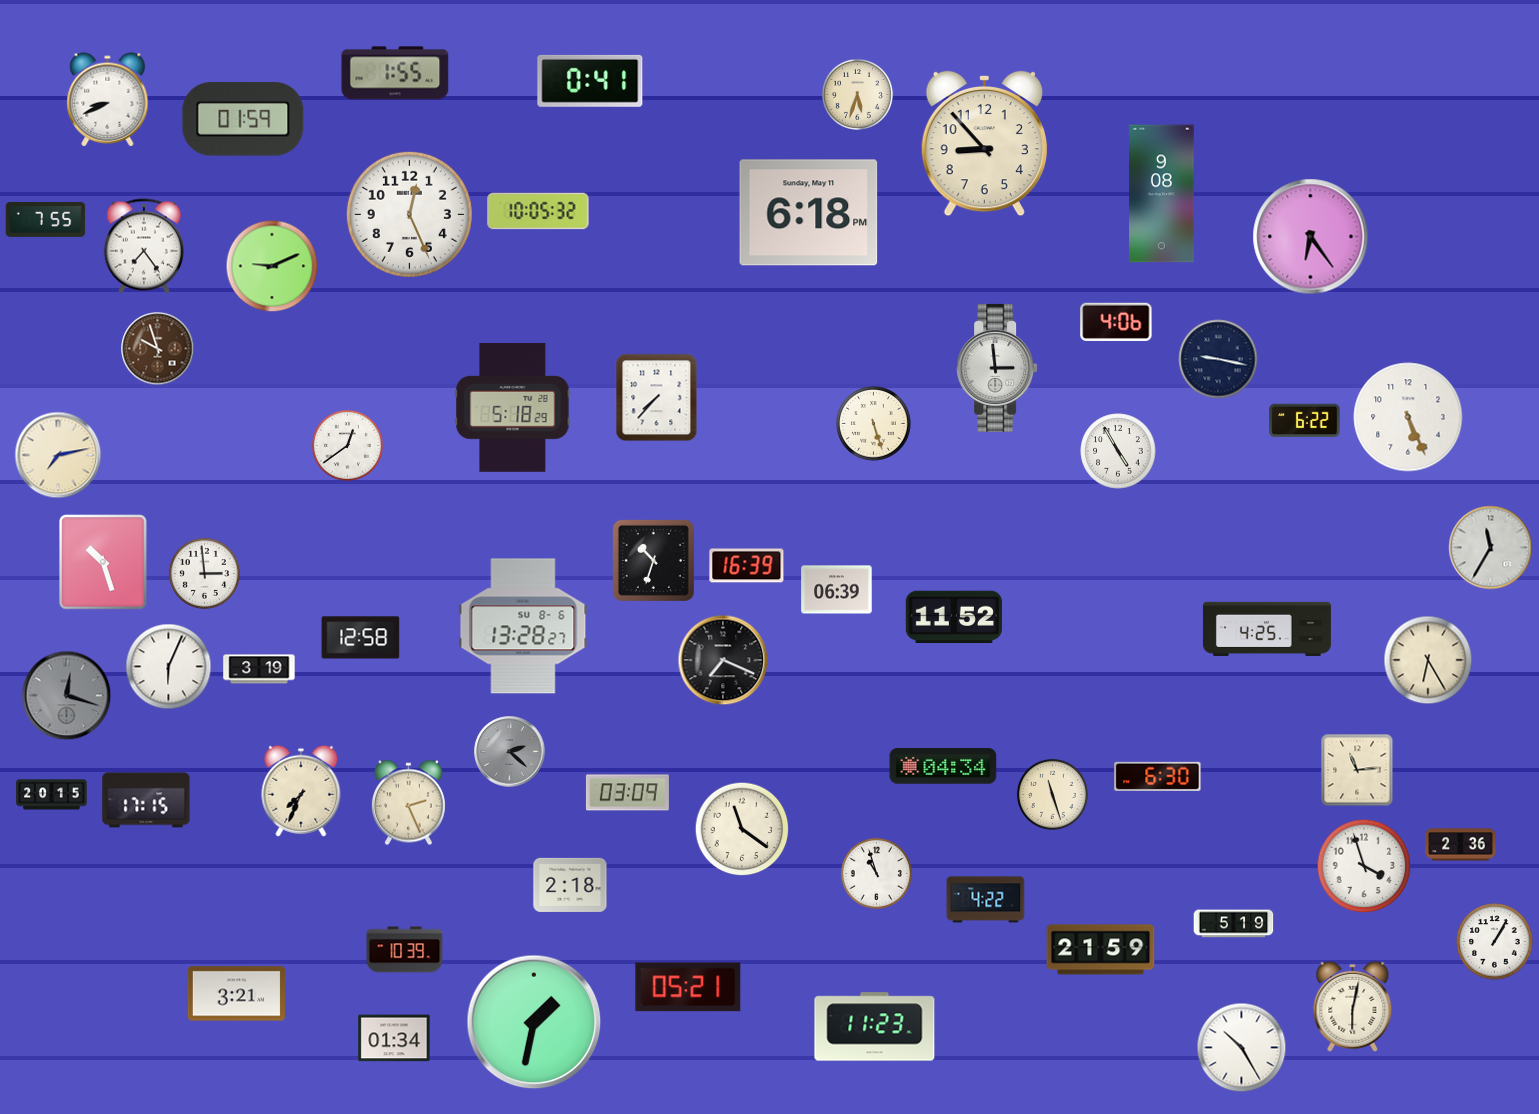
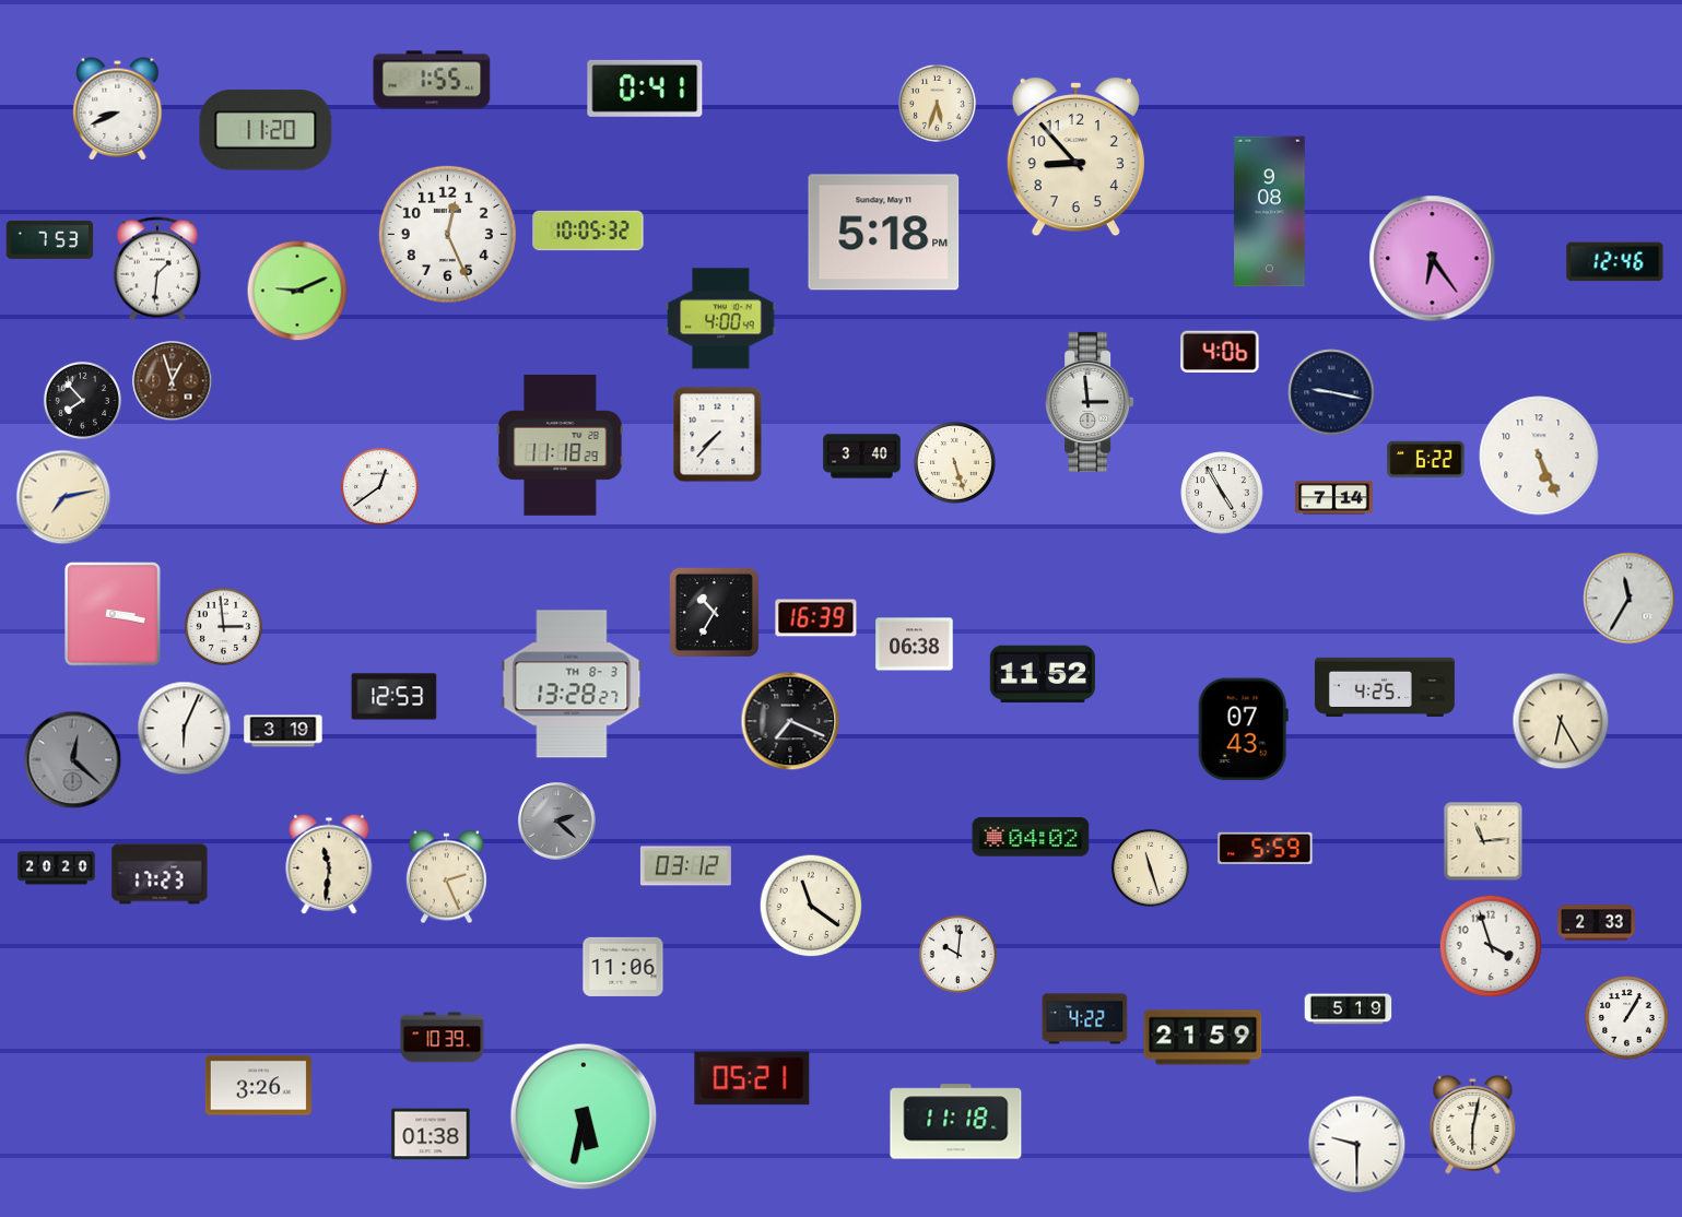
clock at (243, 119): 01:59 -> 11:20
clock at (809, 213): 6:18 -> 5:18
clock at (46, 219): 7:55 -> 7:53
clock at (1615, 262): none -> 12:46
clock at (144, 246): 7:24 -> 1:31
clock at (721, 319): none -> 4:00
clock at (158, 349): 9:57 -> 12:57
clock at (82, 400): none -> 7:53
clock at (513, 407): 5:18 -> 11:18
clock at (862, 457): none -> 3:40
clock at (1334, 498): none -> 7:14
clock at (653, 560): 10:33 -> 10:35
clock at (103, 562): 10:27 -> 3:17
clock at (837, 590): 06:39 -> 06:38
clock at (523, 626) date: SU 8-6 -> TH 8-3
clock at (361, 638): 12:58 -> 12:53
clock at (1243, 730): none -> 07:43
clock at (67, 696): 12:18 -> 12:22
clock at (943, 766): 04:34 -> 04:02
clock at (1158, 776): 6:30 -> 5:59
clock at (301, 791): 7:34 -> 11:31
clock at (627, 793): 03:09 -> 03:12
clock at (52, 795): 20:15 -> 20:20
clock at (146, 800): 17:15 -> 17:23
clock at (1461, 845): 2:36 -> 2:33
clock at (876, 873): 10:57 -> 10:01
clock at (570, 885): 2:18 -> 11:06
clock at (986, 900) position: (986, 900) -> (1085, 1019)
clock at (1495, 942) position: (1495, 942) -> (1627, 1018)
clock at (236, 994): 3:21 -> 3:26
clock at (1353, 1006) position: (1353, 1006) -> (1473, 1124)
clock at (534, 1022): 1:32 -> 5:32
clock at (875, 1027): 11:23 -> 11:18
clock at (394, 1038): 01:34 -> 01:38
clock at (1242, 1048): 10:25 -> 9:30
